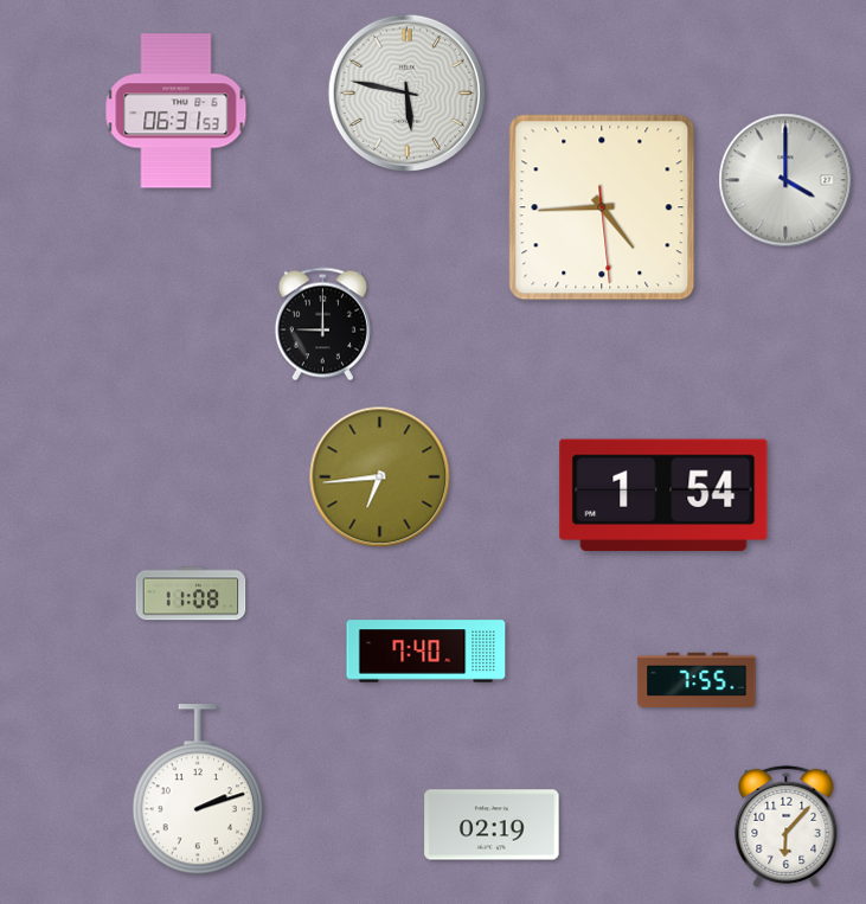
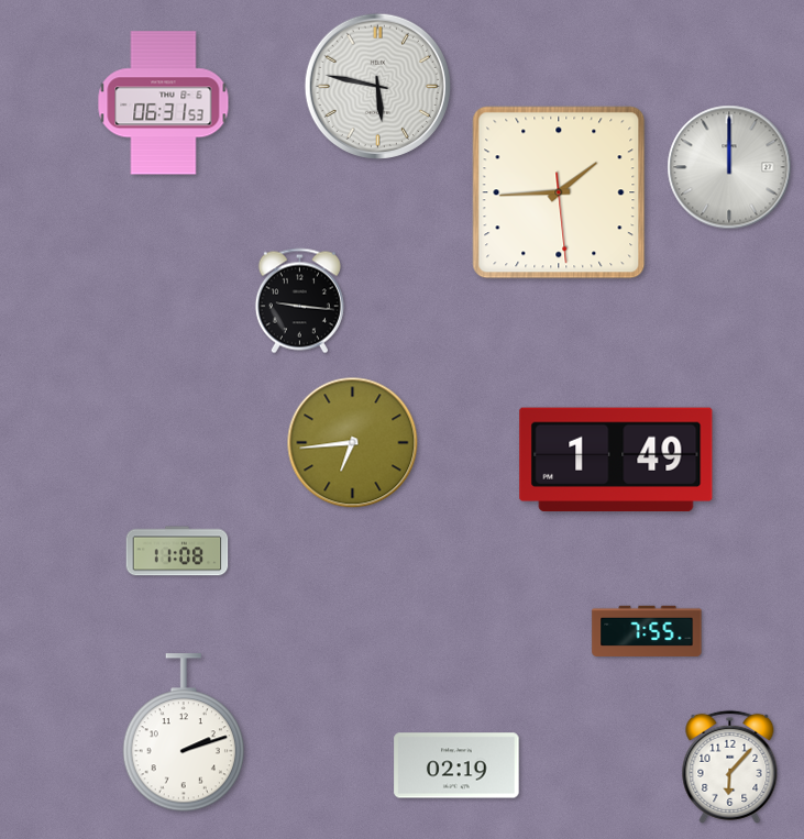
clock at (785, 180): 4:00 -> 12:00
clock at (602, 207): 4:44 -> 1:44
clock at (322, 325): 9:00 -> 9:16
clock at (663, 495): 1:54 -> 1:49
clock at (426, 652): 7:40 -> none
